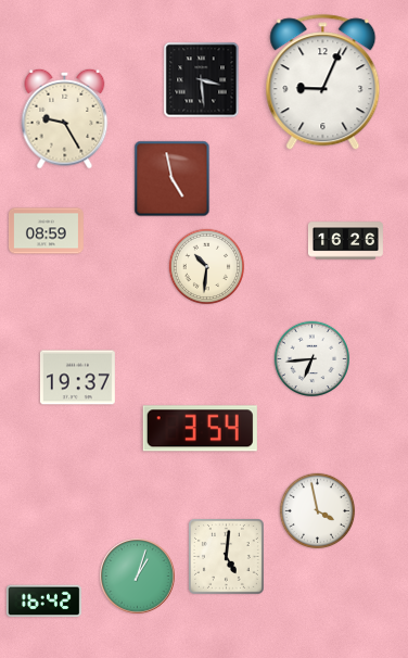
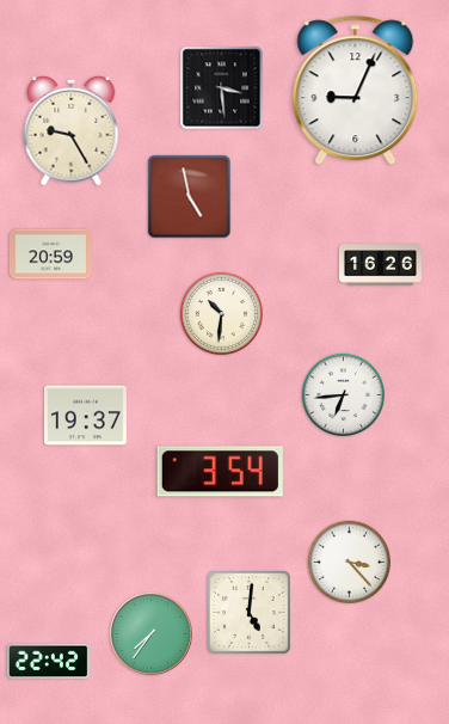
clock at (46, 231): 08:59 -> 20:59
clock at (207, 267) position: (207, 267) -> (222, 314)
clock at (318, 511): 3:58 -> 3:23
clock at (138, 577): 1:03 -> 7:36
clock at (43, 602): 16:42 -> 22:42
